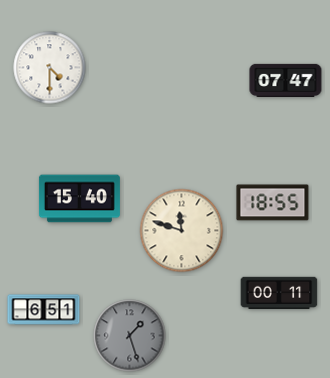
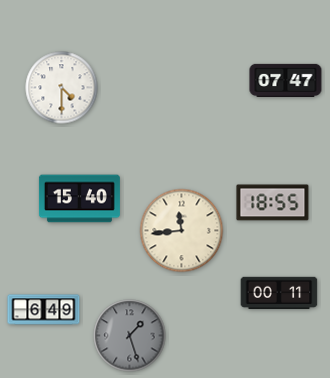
clock at (50, 68) position: (50, 68) -> (62, 88)
clock at (182, 231): 11:48 -> 11:44
clock at (44, 310): 6:51 -> 6:49
